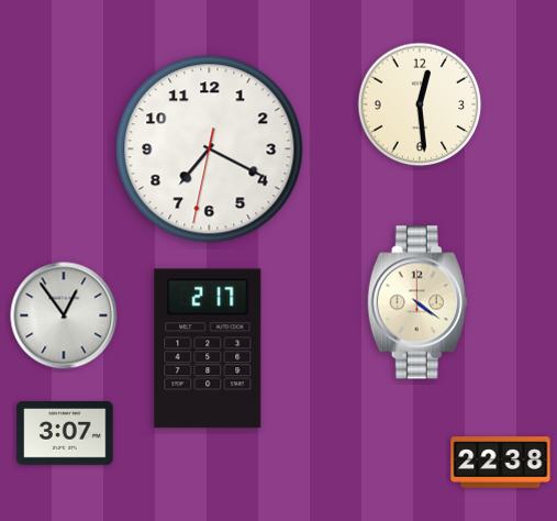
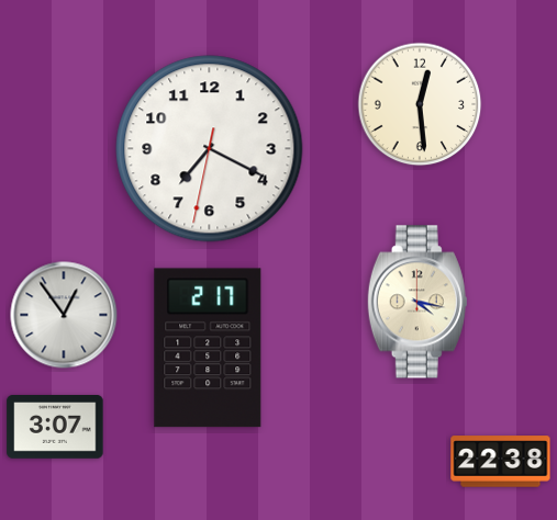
clock at (417, 302): 4:21 -> 4:17
clock at (65, 433) position: (65, 433) -> (55, 427)
